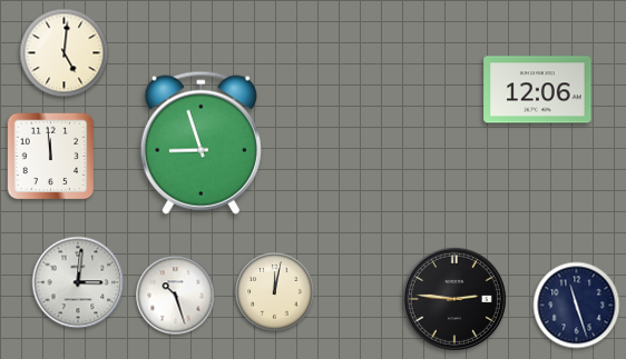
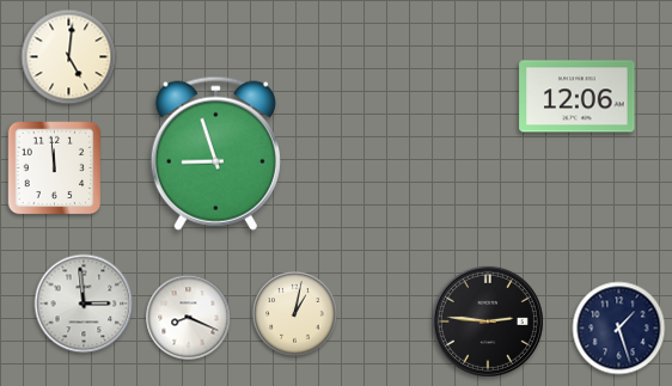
clock at (78, 282): 3:01 -> 2:59
clock at (275, 292): 12:02 -> 1:02
clock at (176, 296): 10:27 -> 8:19
clock at (577, 306): 11:27 -> 1:27
